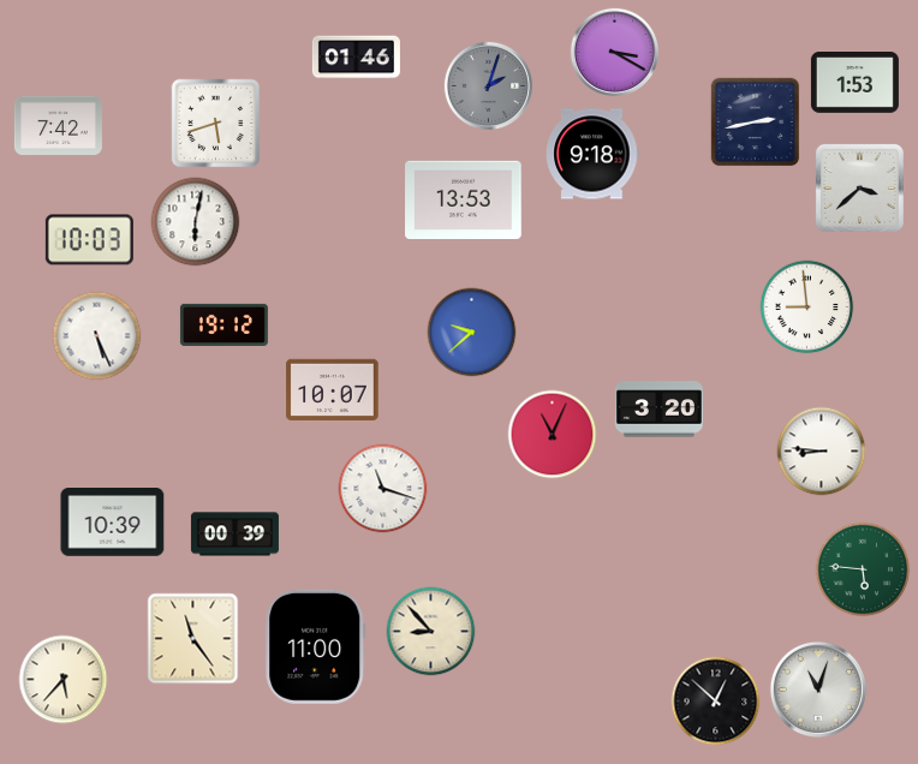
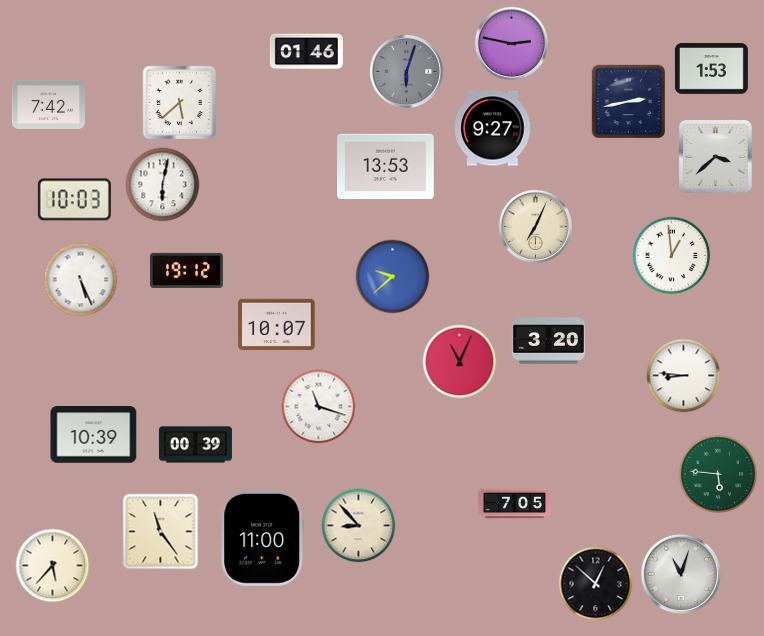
clock at (614, 52): 3:20 -> 2:47
clock at (356, 58) position: (356, 58) -> (306, 52)
clock at (488, 85): 2:03 -> 6:03
clock at (216, 124): 5:42 -> 5:38
clock at (592, 154): 9:18 -> 9:27
clock at (535, 226): none -> 7:04
clock at (807, 308): 8:59 -> 12:59
clock at (514, 504): none -> 7:05
